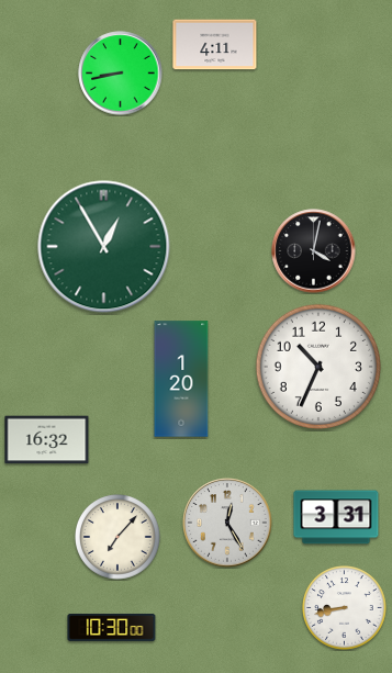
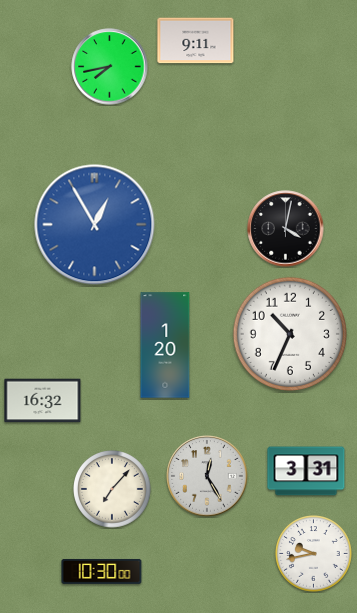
clock at (215, 45): 4:11 -> 9:11
clock at (121, 74): 8:43 -> 7:43
clock at (104, 247) dial: green -> blue
clock at (119, 538) position: (119, 538) -> (113, 490)
clock at (345, 608): 8:43 -> 9:43
